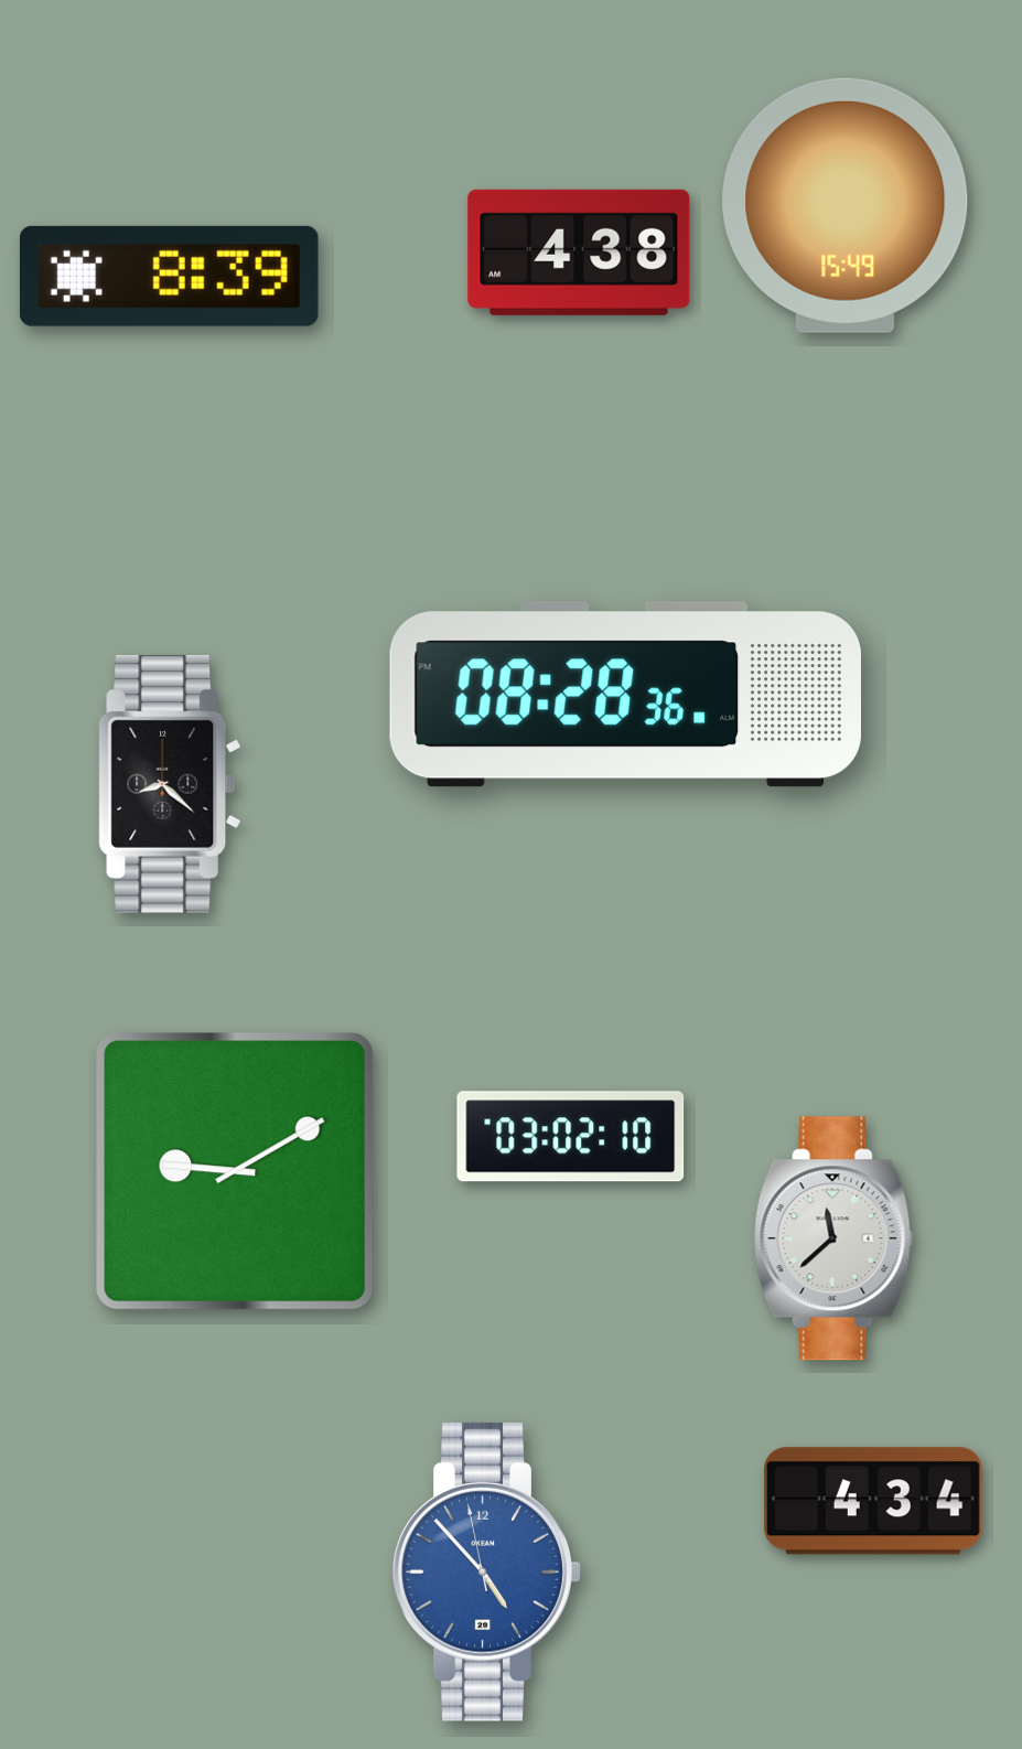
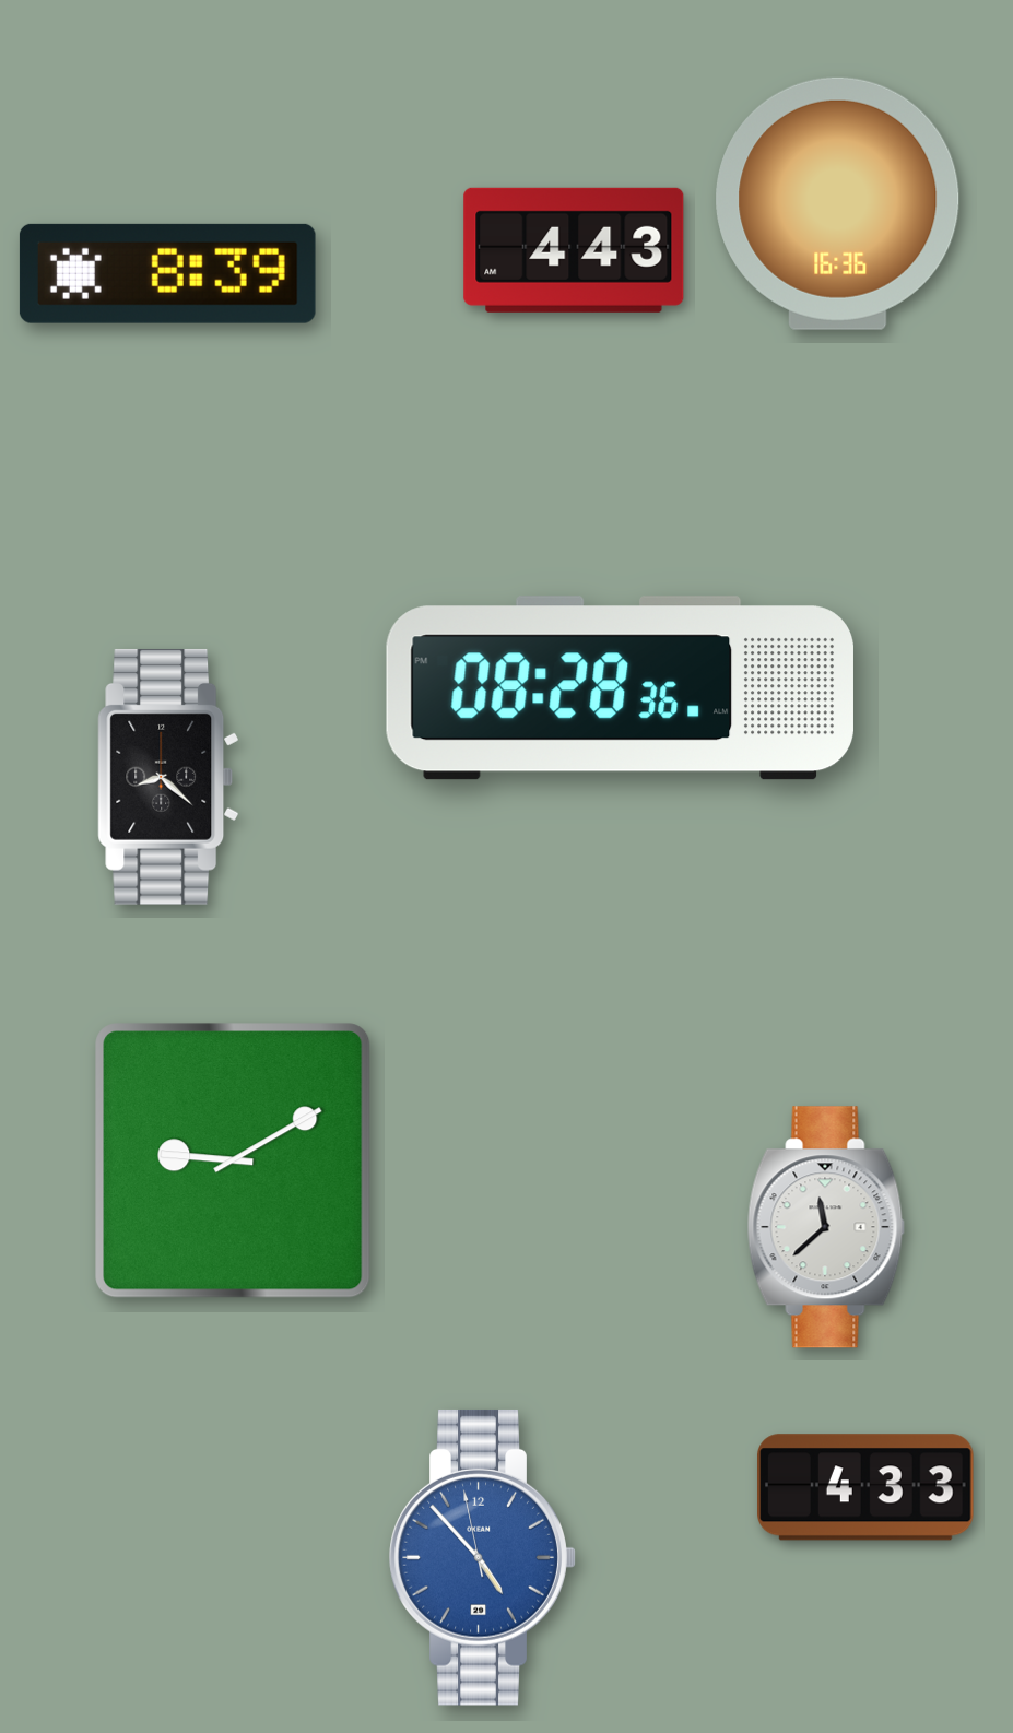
clock at (846, 205): 15:49 -> 16:36
clock at (579, 253): 4:38 -> 4:43
clock at (571, 1137): 03:02 -> none
clock at (873, 1501): 4:34 -> 4:33
